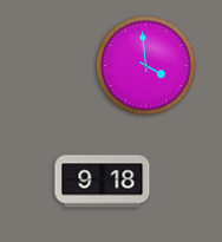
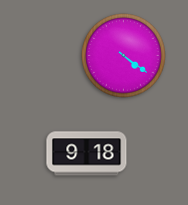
clock at (146, 66): 3:59 -> 4:21
